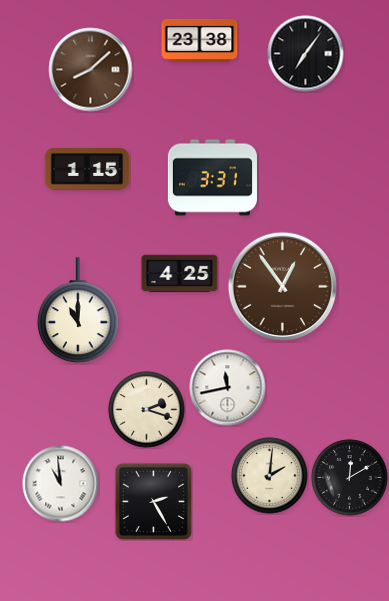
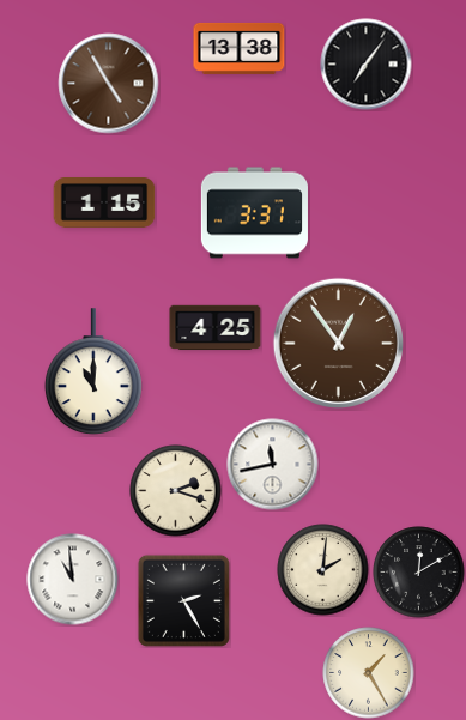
clock at (200, 40): 23:38 -> 13:38
clock at (91, 70): 8:08 -> 4:55
clock at (369, 673): none -> 1:25
